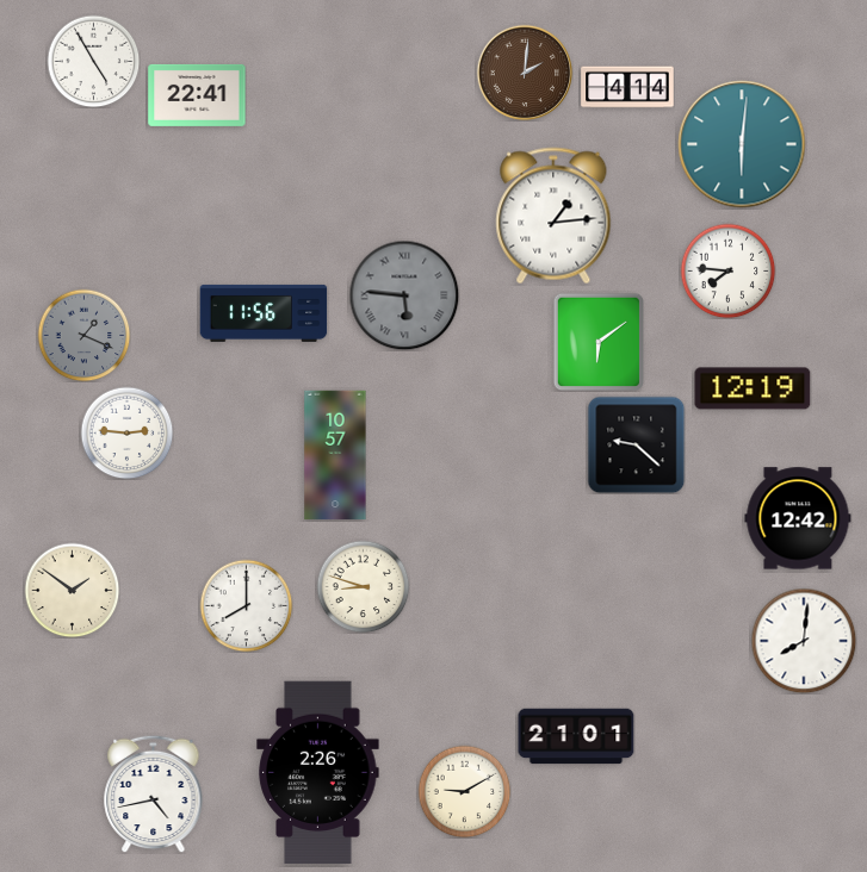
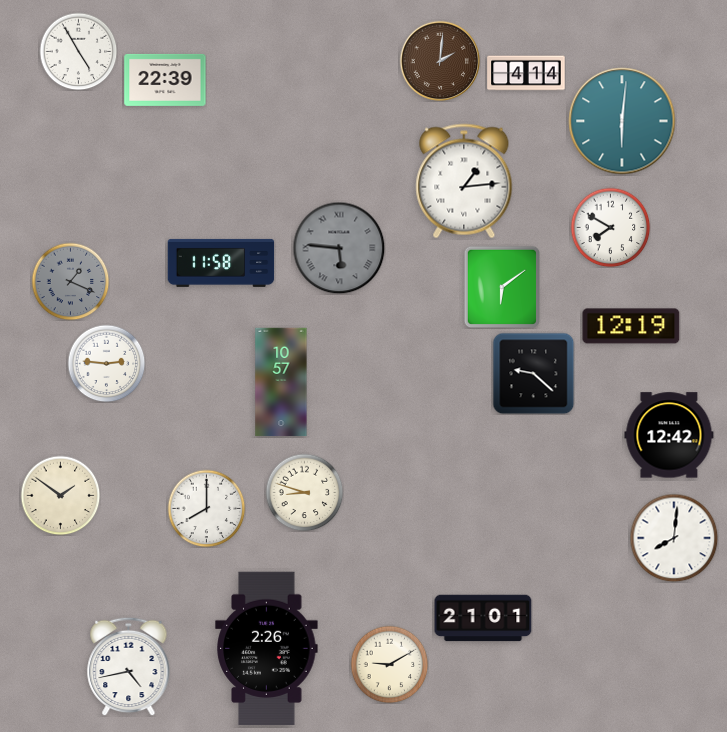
clock at (197, 95): 22:41 -> 22:39
clock at (727, 270): 7:46 -> 7:50
clock at (264, 313): 11:56 -> 11:58
